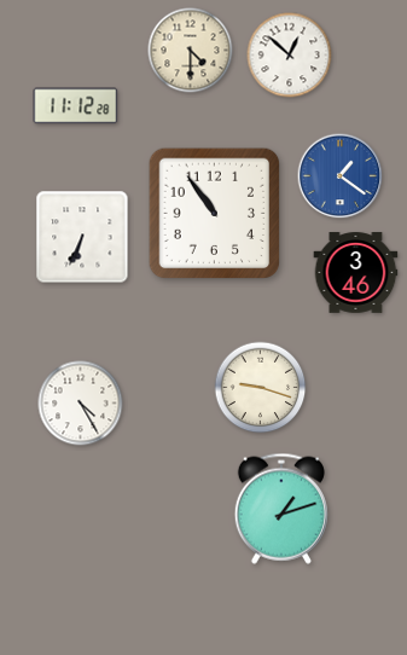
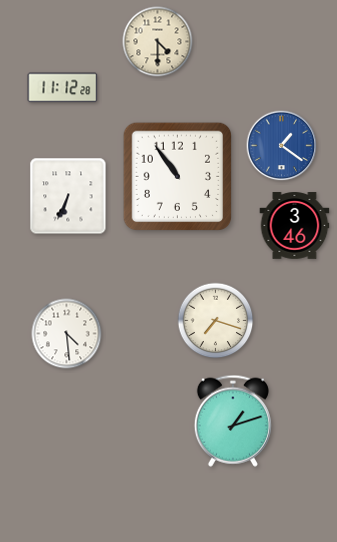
clock at (290, 56): 12:52 -> none
clock at (261, 388): 9:18 -> 7:18
clock at (81, 404): 4:25 -> 4:29
